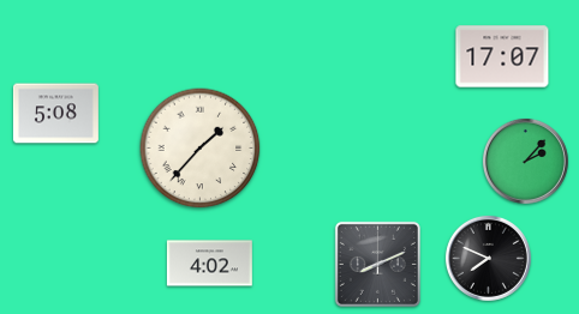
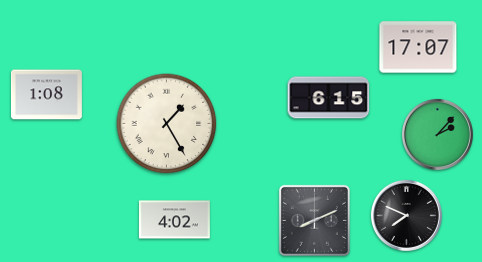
clock at (55, 114): 5:08 -> 1:08
clock at (329, 98): none -> 6:15
clock at (201, 149): 1:37 -> 1:25
